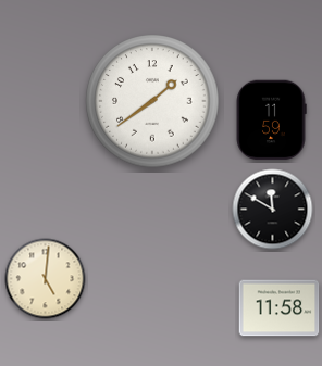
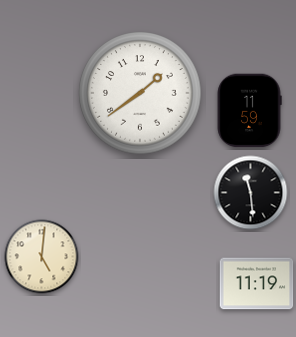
clock at (273, 210): 11:50 -> 11:29
clock at (280, 308): 11:58 -> 11:19
